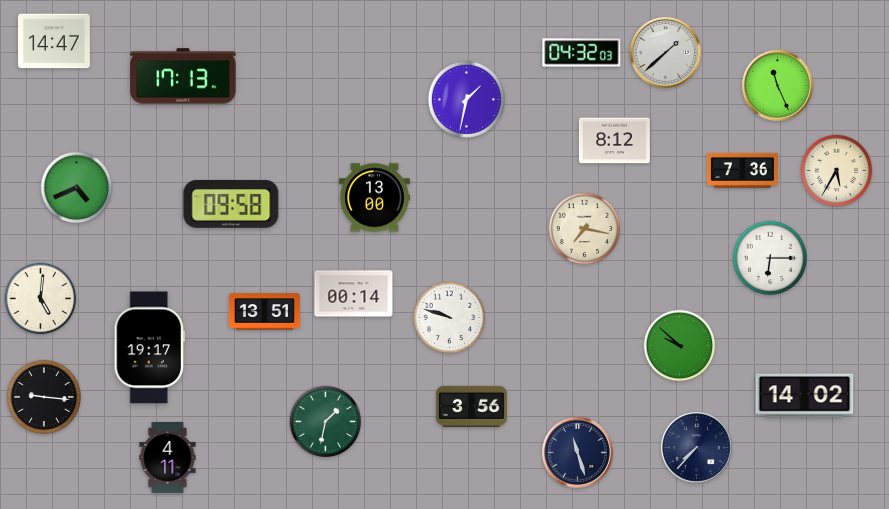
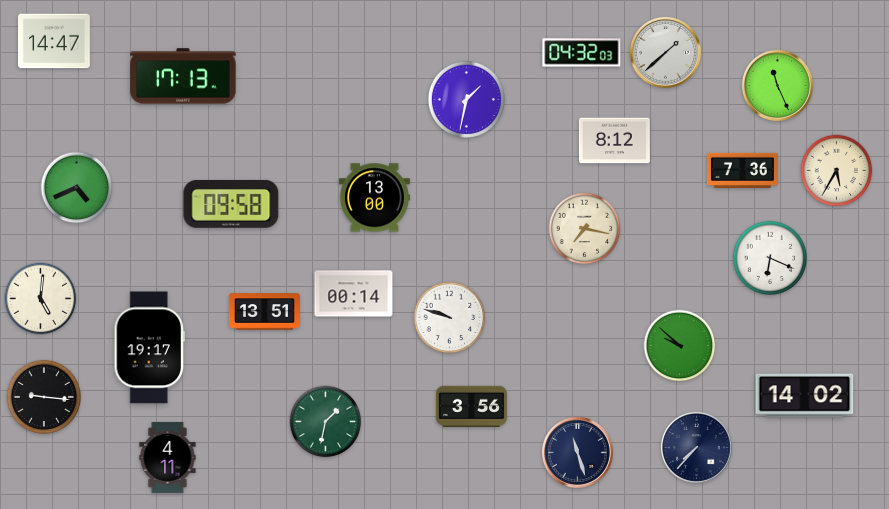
clock at (770, 258): 6:15 -> 6:19
